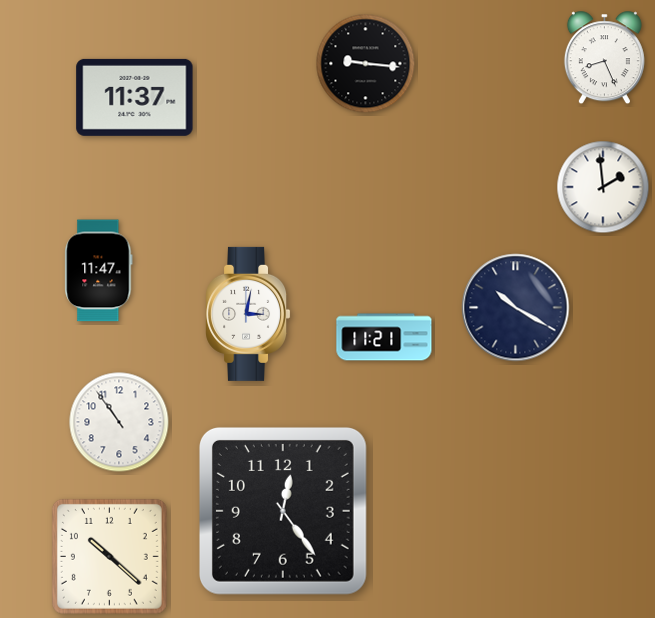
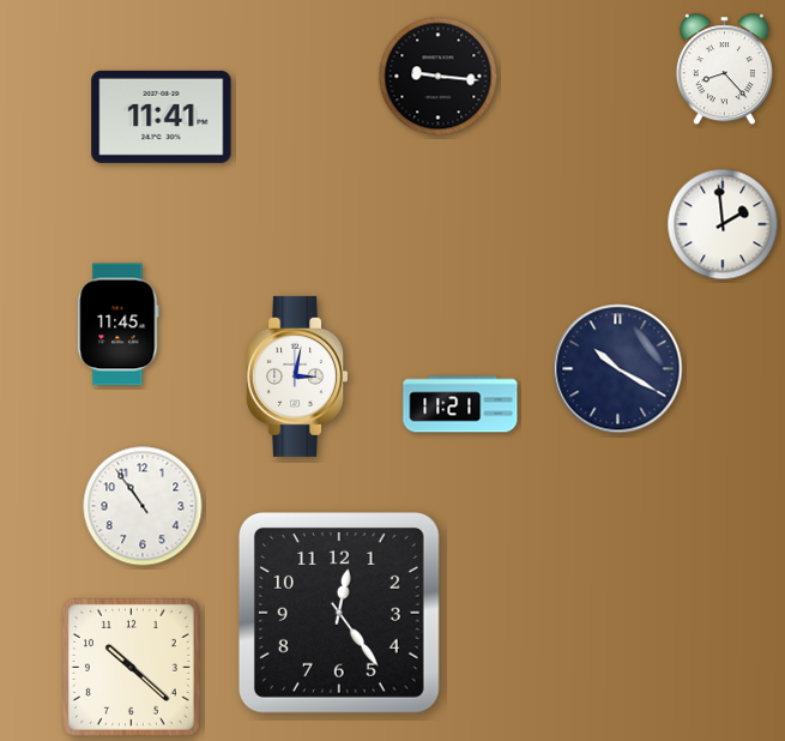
clock at (604, 58): 8:26 -> 8:23
clock at (135, 97): 11:37 -> 11:41
clock at (99, 271): 11:47 -> 11:45
